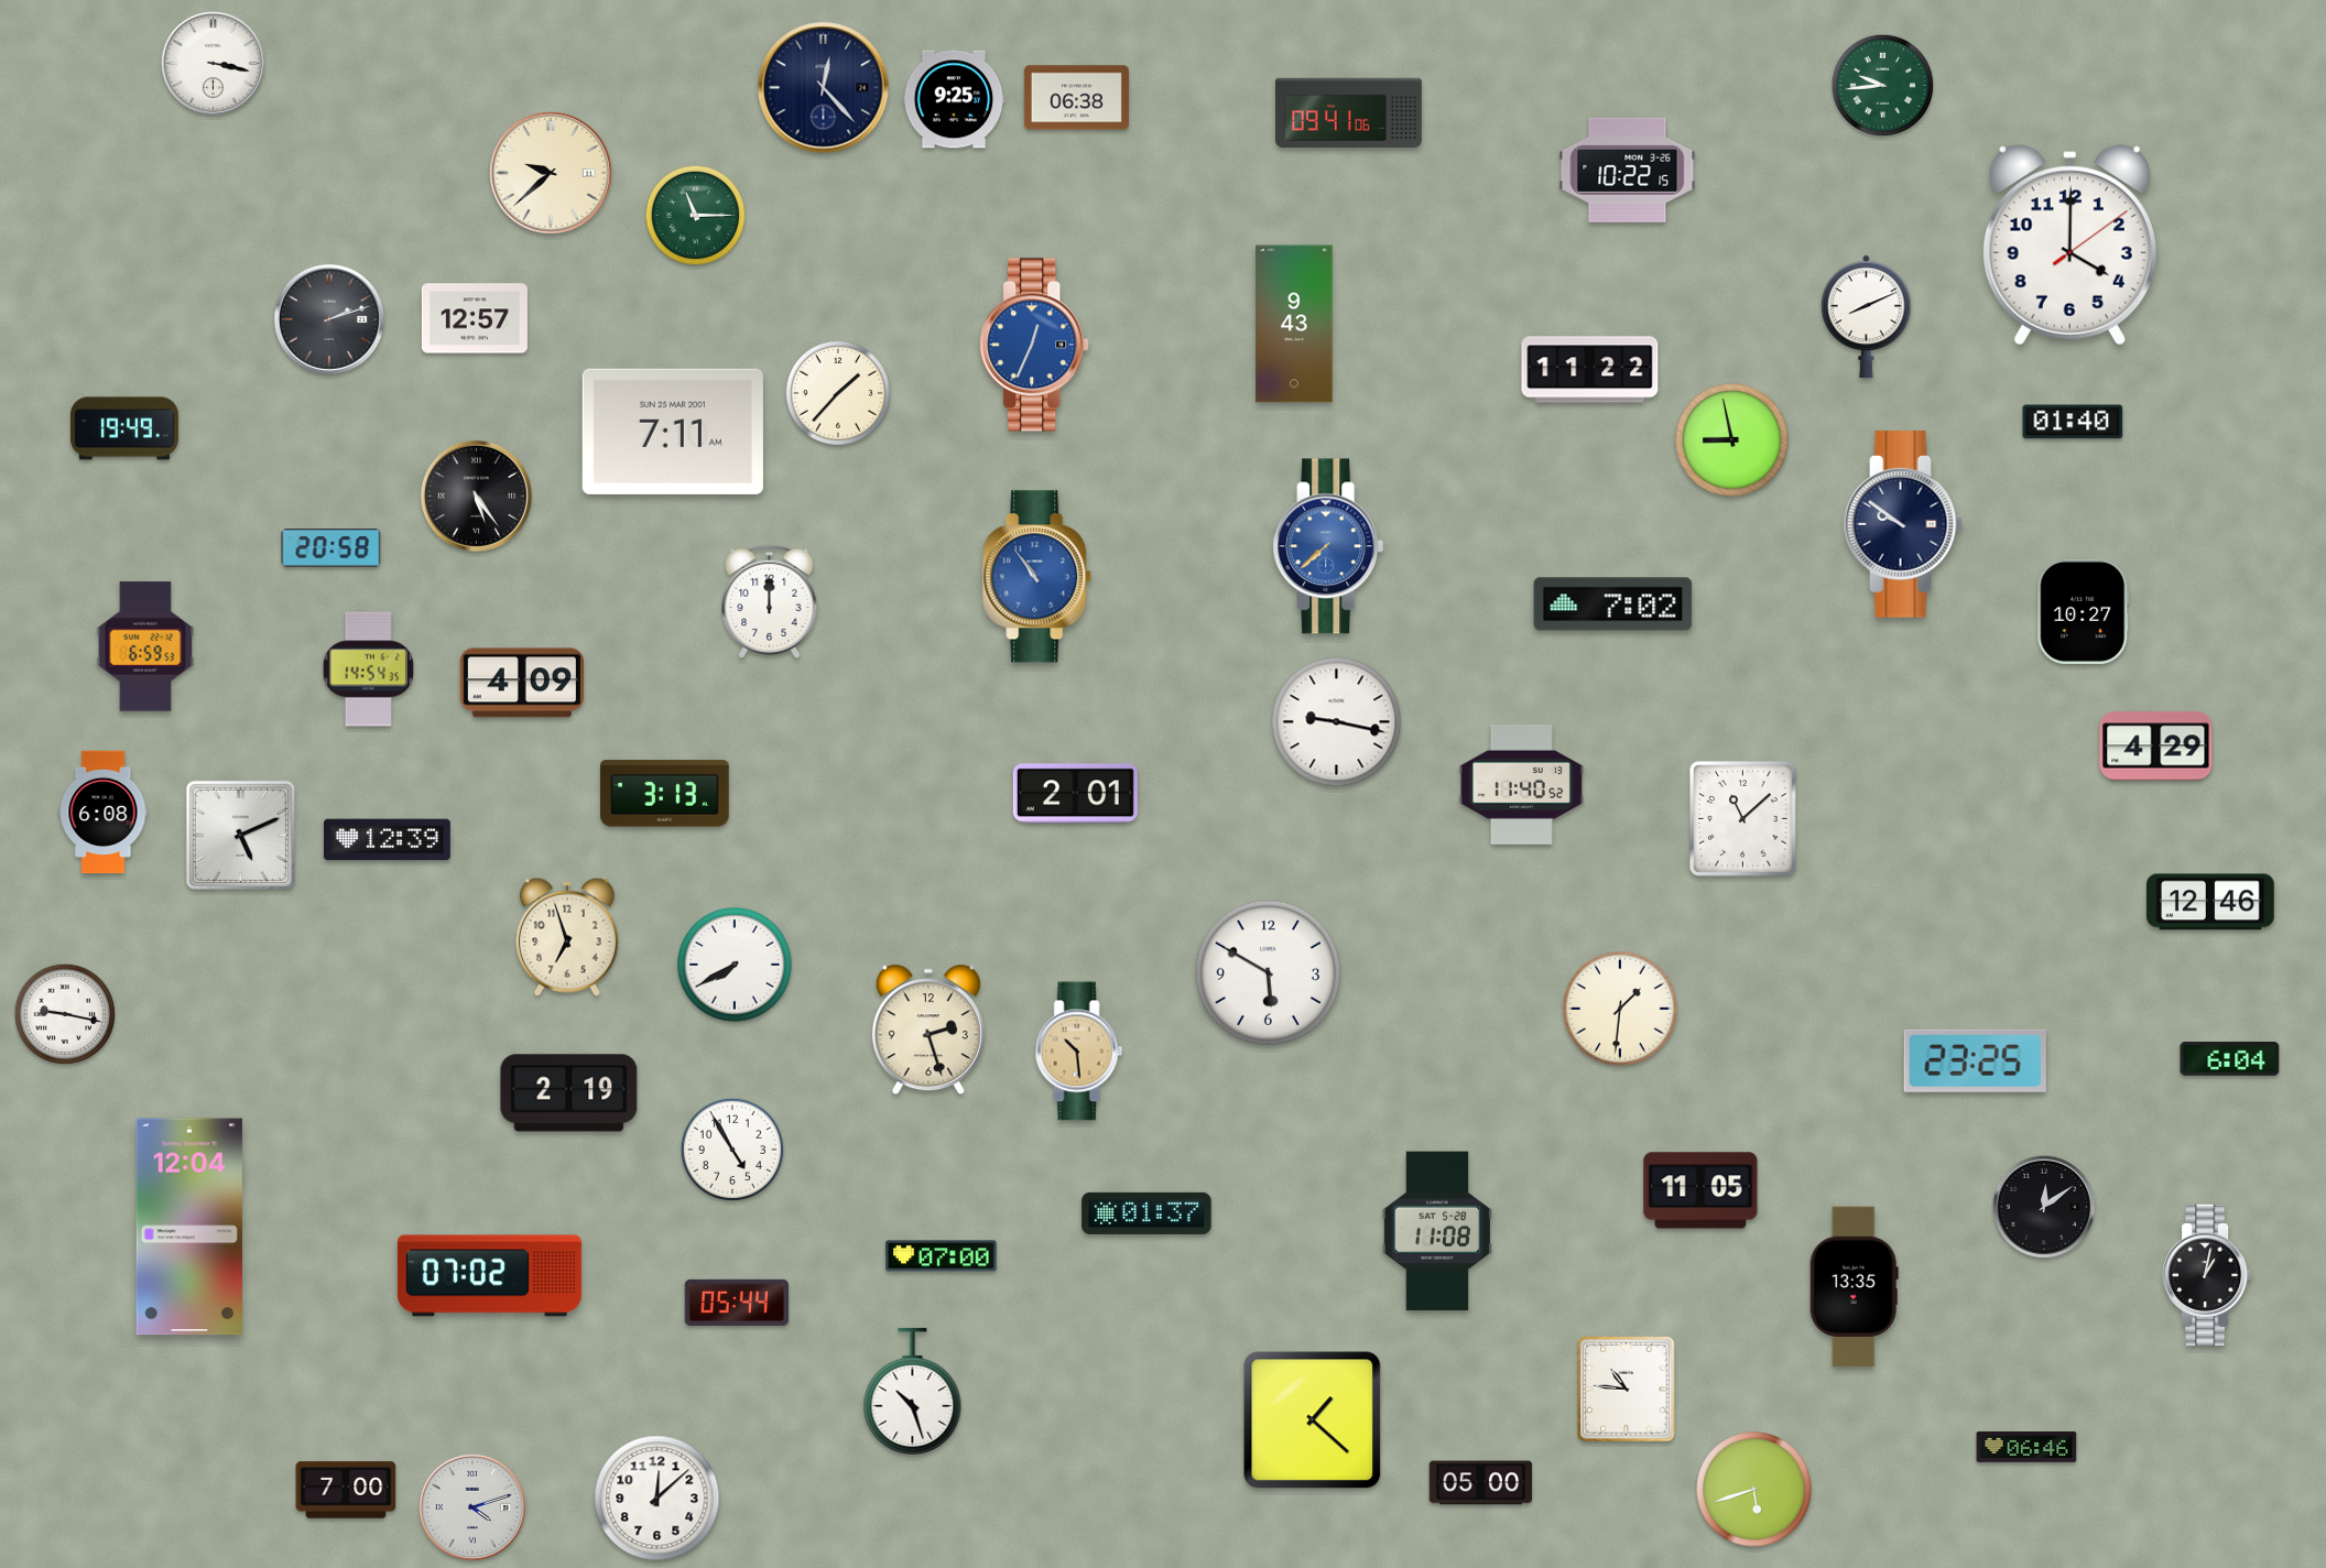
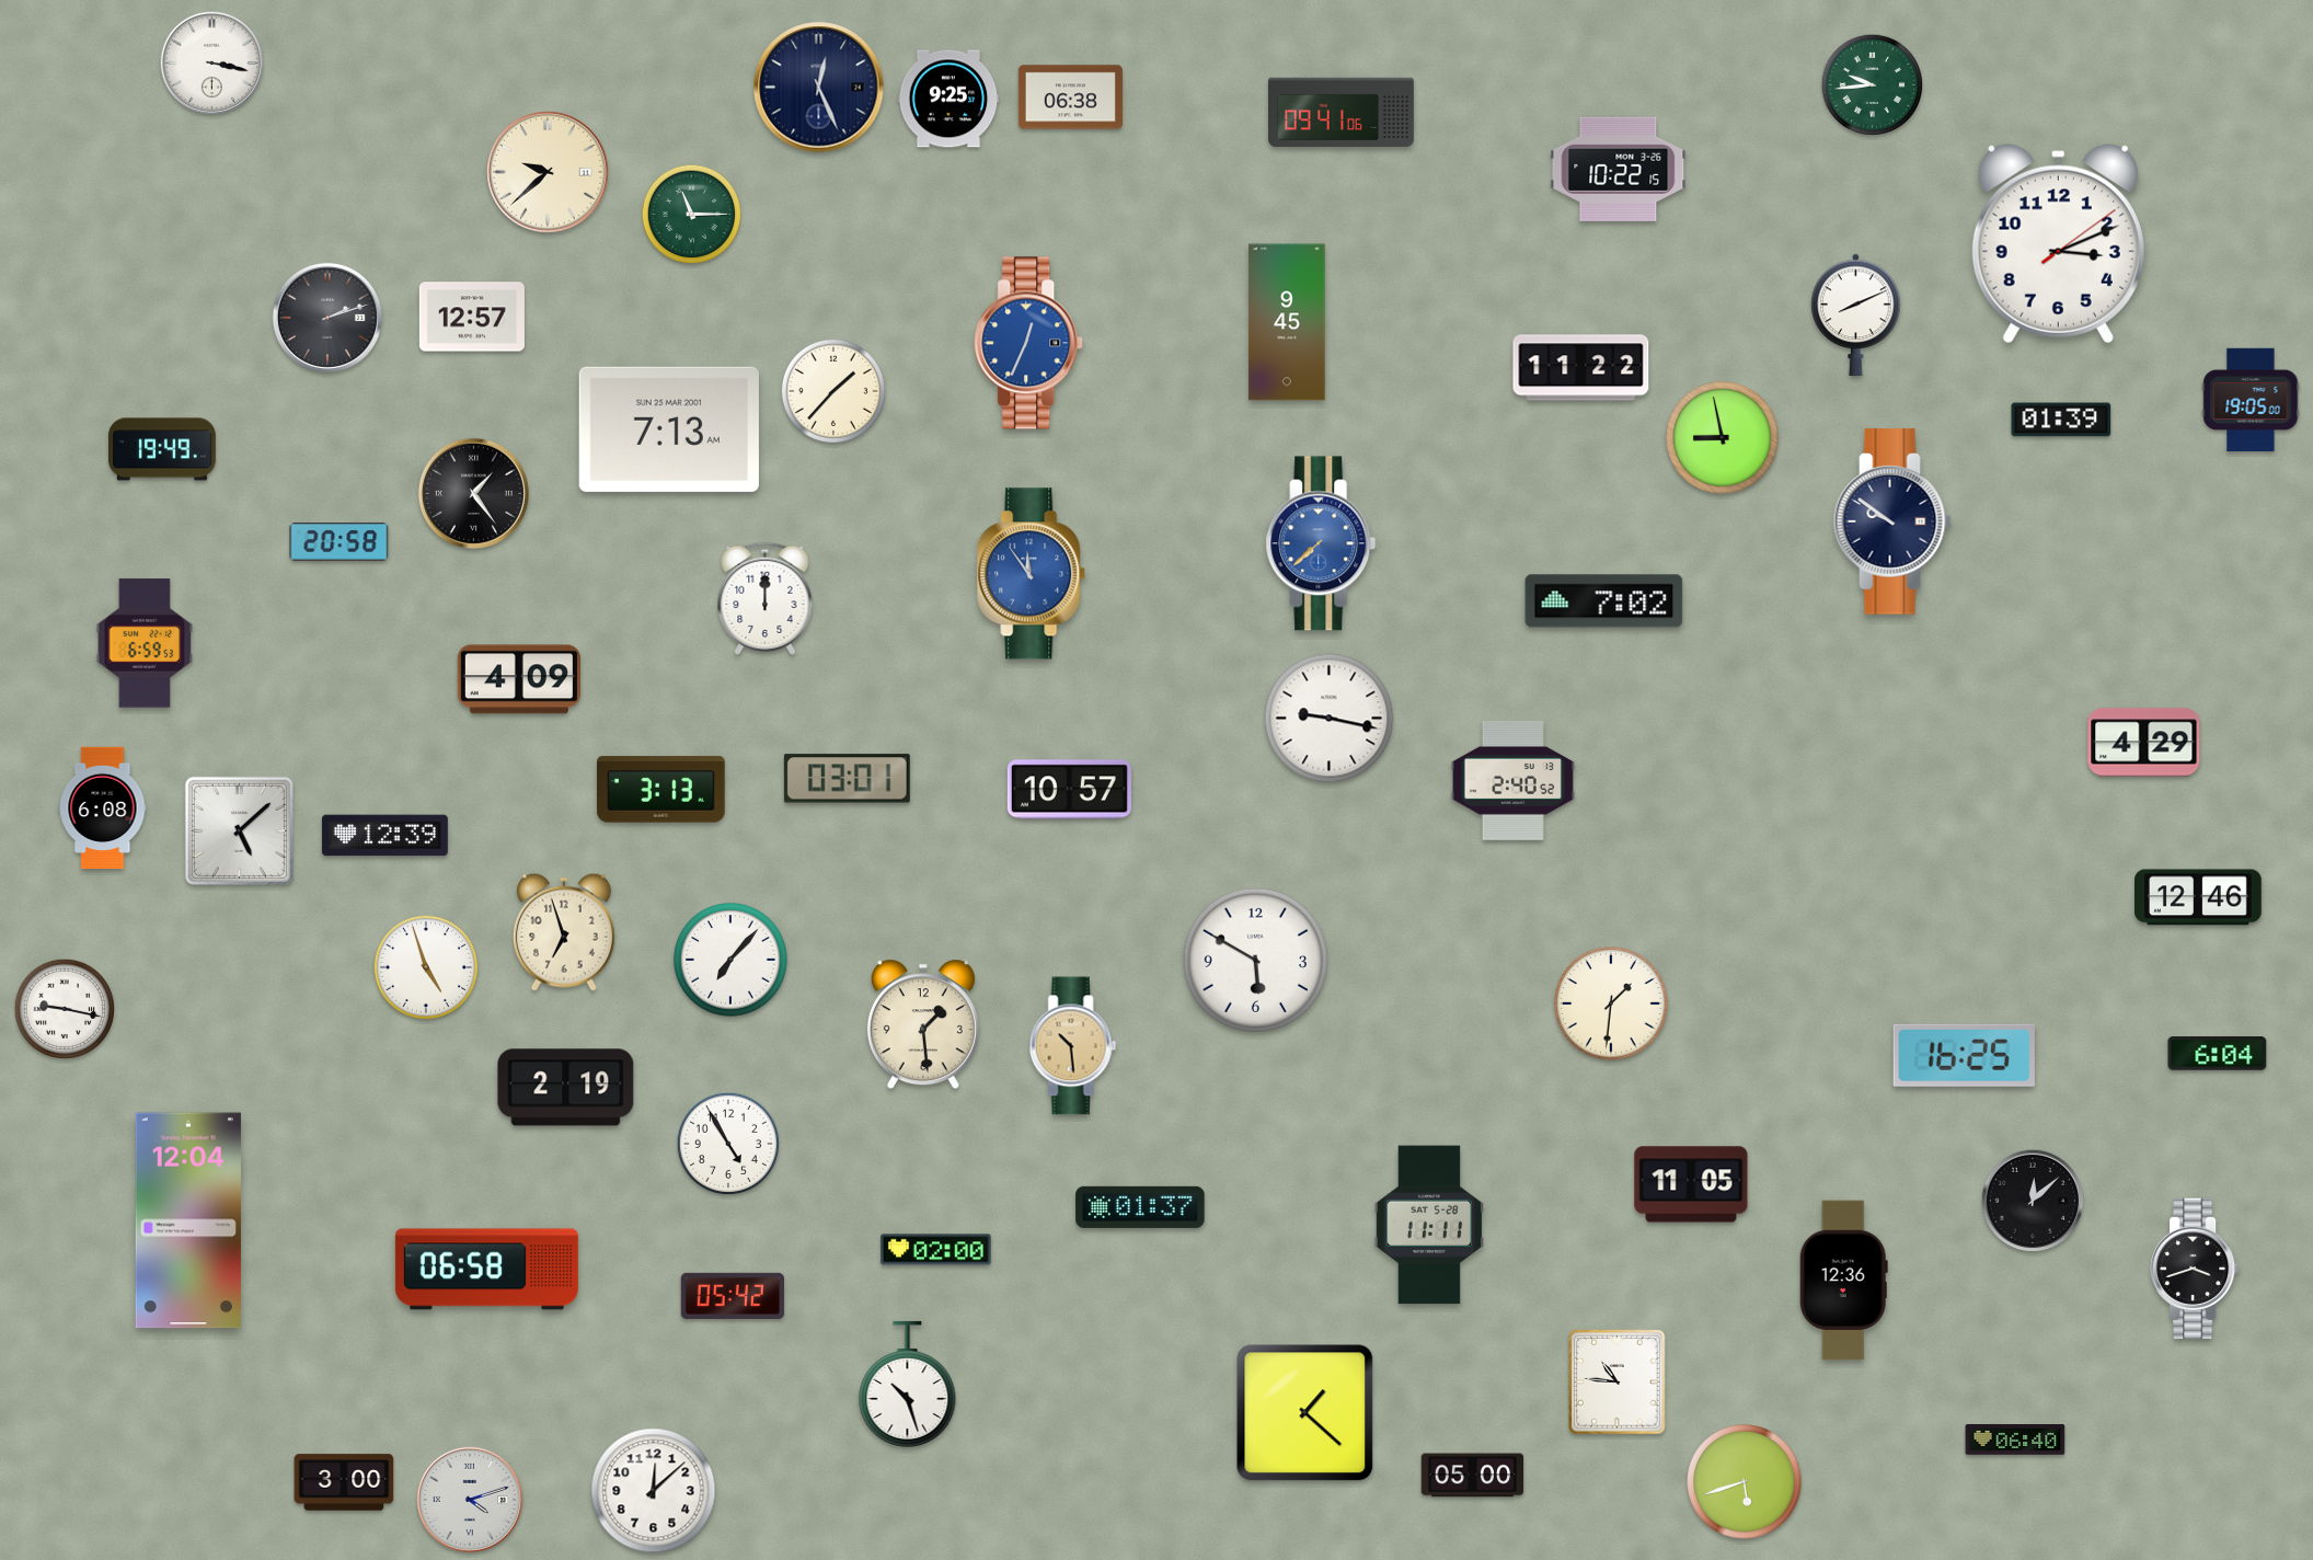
clock at (824, 88): 12:23 -> 12:26
clock at (2069, 246): 4:00 -> 3:11
clock at (1294, 324): 9:43 -> 9:45
clock at (2251, 399): none -> 19:05
clock at (2073, 422): 01:40 -> 01:39
clock at (126, 428) position: (126, 428) -> (163, 449)
clock at (673, 432): 7:11 -> 7:13
clock at (476, 496): 5:24 -> 1:24
clock at (331, 548) position: (331, 548) -> (340, 542)
clock at (1037, 577): 10:54 -> 11:54
clock at (2084, 611): 10:27 -> none
clock at (368, 669): 14:54 -> none
clock at (847, 779): none -> 03:01
clock at (1521, 784): 11:40 -> 2:40
clock at (1075, 794): 2:01 -> 10:57
clock at (1742, 818): 11:08 -> none
clock at (240, 835): 5:11 -> 5:08
clock at (735, 965): 7:40 -> 7:07
clock at (426, 967): none -> 4:57
clock at (1268, 972) position: (1268, 972) -> (1255, 960)
clock at (928, 1030): 2:27 -> 1:29
clock at (1975, 1060): 23:25 -> 16:25
clock at (2044, 1207): 12:09 -> 12:08
clock at (1437, 1231): 11:08 -> 11:11
clock at (942, 1256): 07:00 -> 02:00
clock at (2207, 1275): 1:02 -> 3:42
clock at (489, 1276): 07:02 -> 06:58
clock at (1854, 1287): 13:35 -> 12:36
clock at (737, 1303): 05:44 -> 05:42
clock at (2026, 1448): 06:46 -> 06:40
clock at (346, 1490): 7:00 -> 3:00
